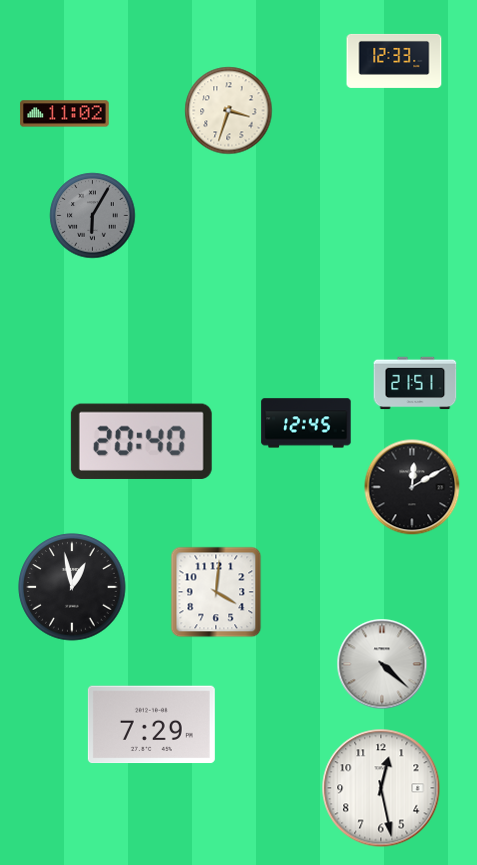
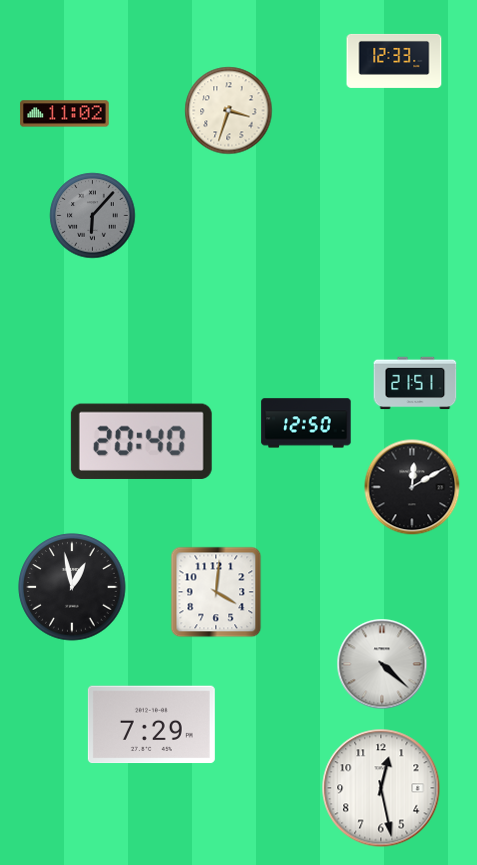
clock at (93, 216): 6:05 -> 6:07
clock at (306, 423): 12:45 -> 12:50
